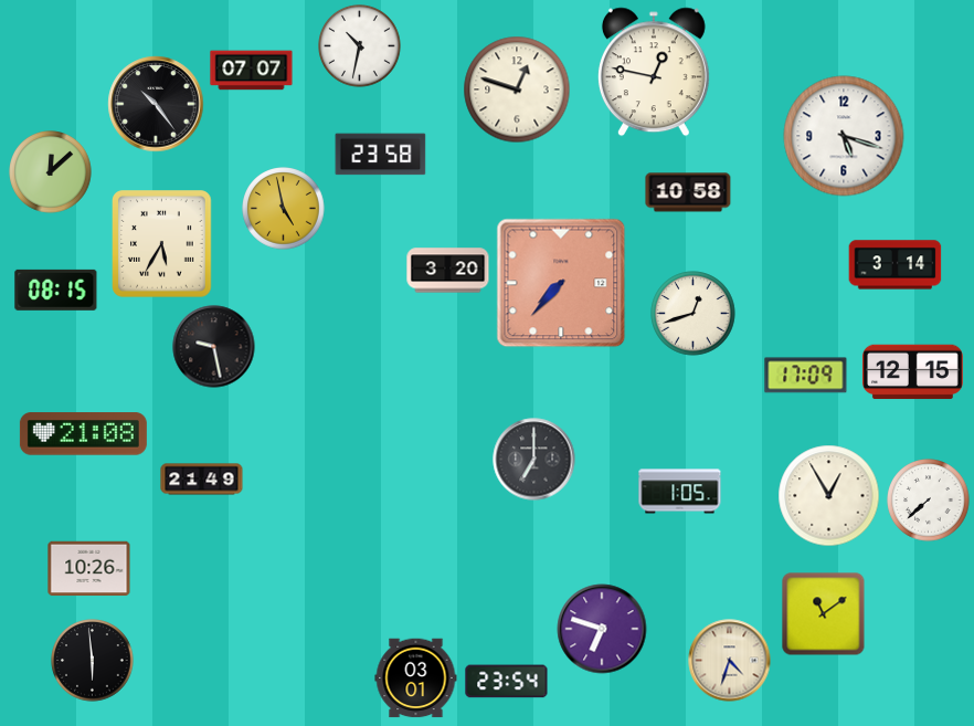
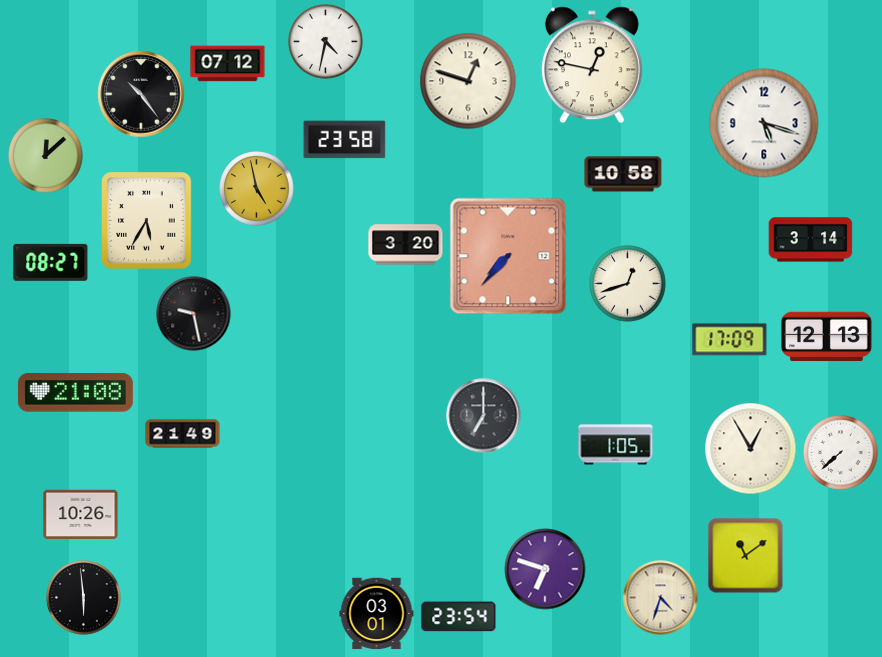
clock at (360, 46): 10:32 -> 4:32
clock at (252, 71): 07:07 -> 07:12
clock at (56, 290): 08:15 -> 08:27
clock at (912, 372): 12:15 -> 12:13
